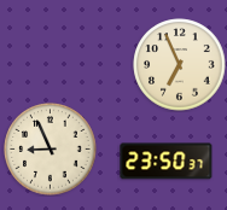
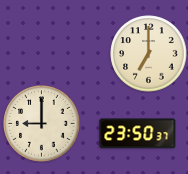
clock at (180, 65): 6:56 -> 7:00
clock at (51, 150): 8:56 -> 9:00
